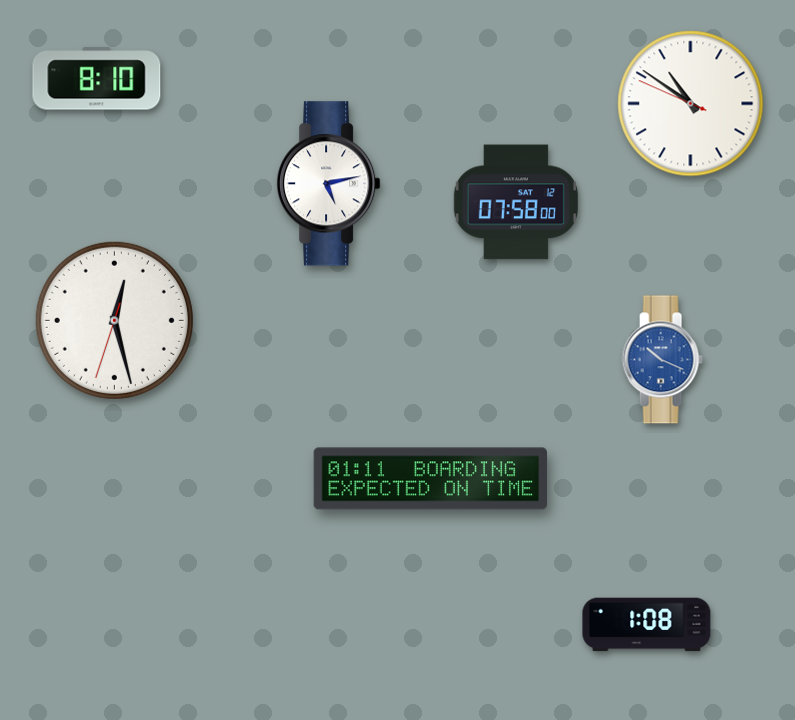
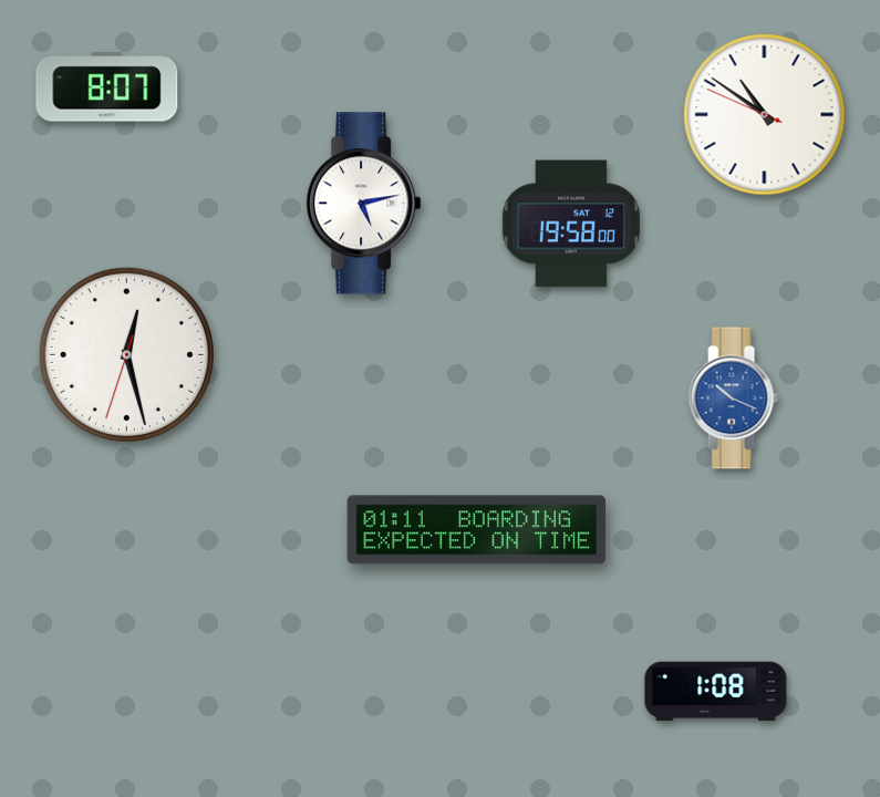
clock at (97, 79): 8:10 -> 8:07
clock at (516, 202): 07:58 -> 19:58
